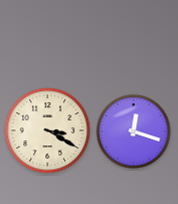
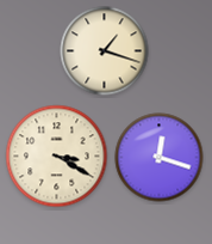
clock at (105, 51): none -> 1:18
